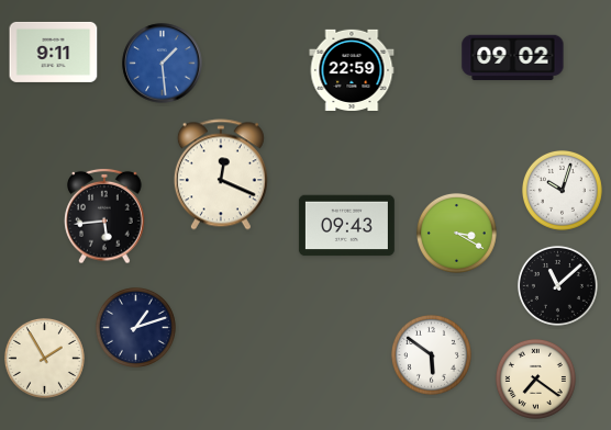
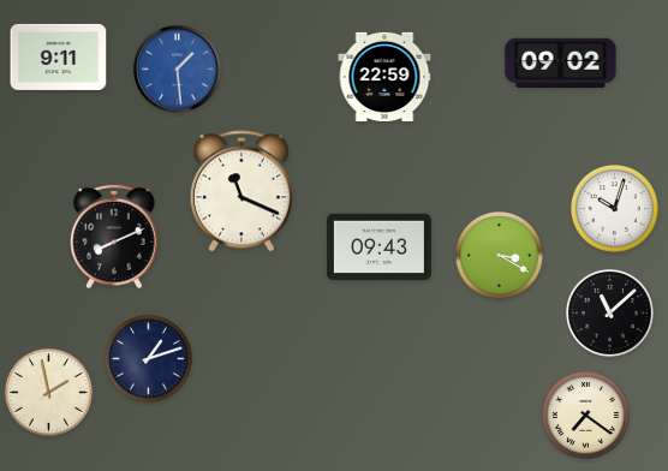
clock at (221, 174): 12:19 -> 11:19
clock at (104, 216): 5:44 -> 8:11
clock at (431, 354): 5:51 -> none
clock at (44, 358): 1:55 -> 1:58
